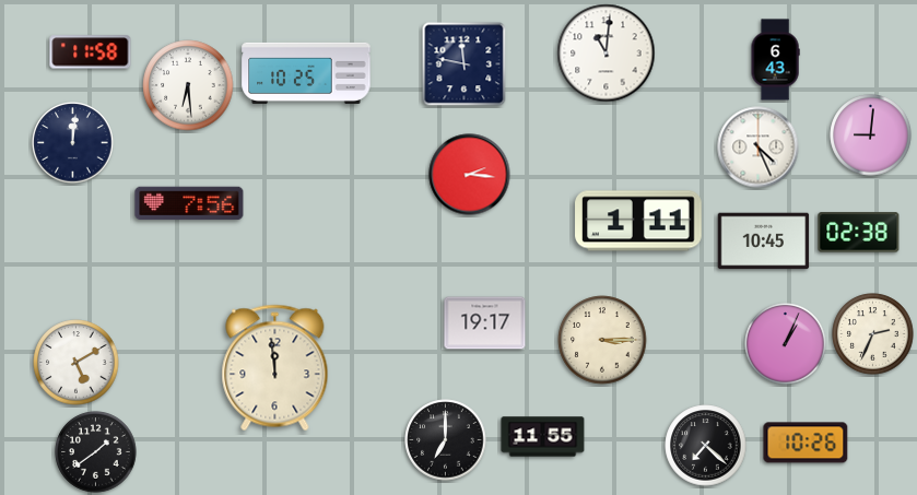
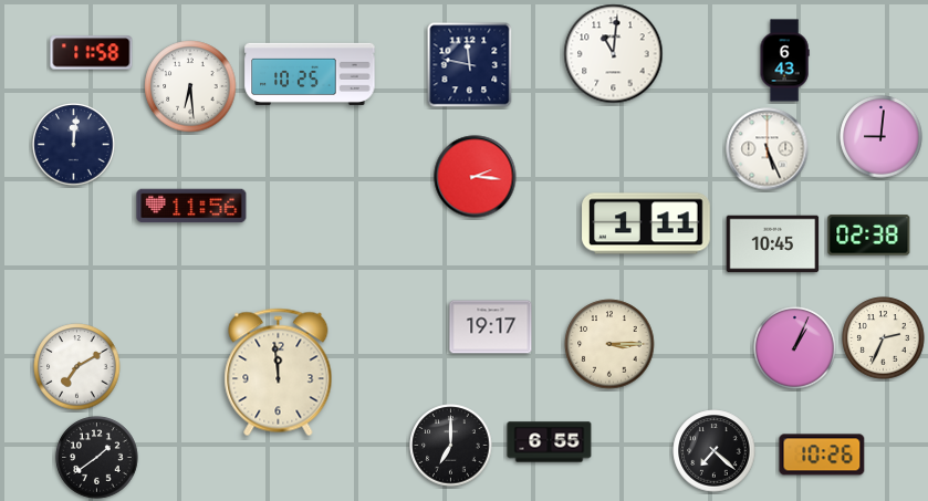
clock at (759, 148): 4:26 -> 5:26
clock at (189, 203): 7:56 -> 11:56
clock at (77, 363): 5:10 -> 7:10
clock at (543, 437): 11:55 -> 6:55
clock at (806, 443) position: (806, 443) -> (822, 455)
